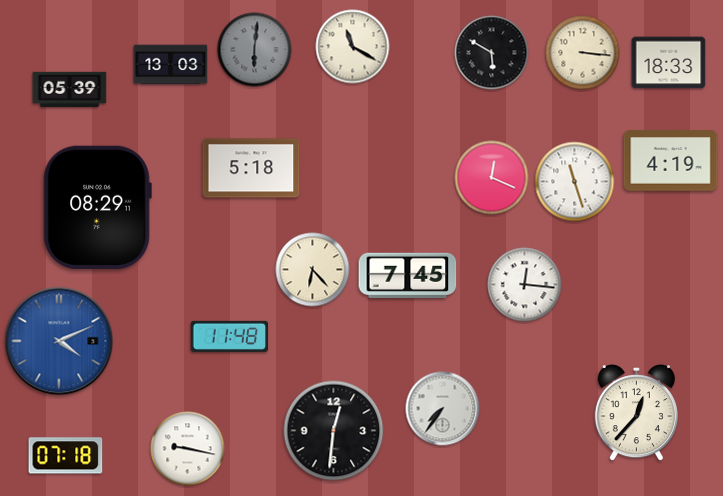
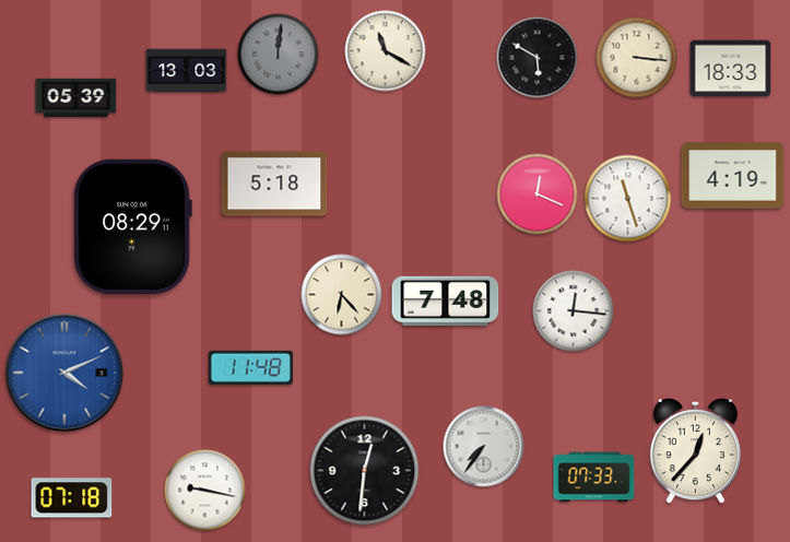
clock at (255, 50): 6:01 -> 12:01
clock at (97, 207) position: (97, 207) -> (132, 226)
clock at (408, 275): 7:45 -> 7:48
clock at (594, 478): none -> 07:33
